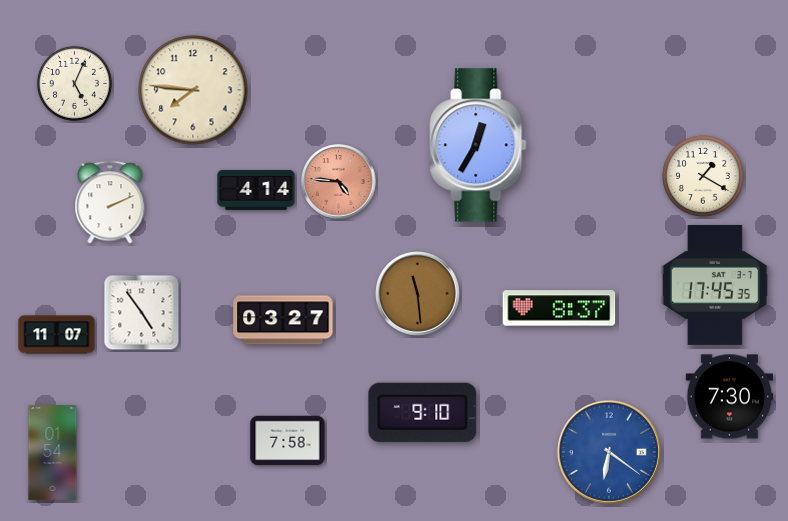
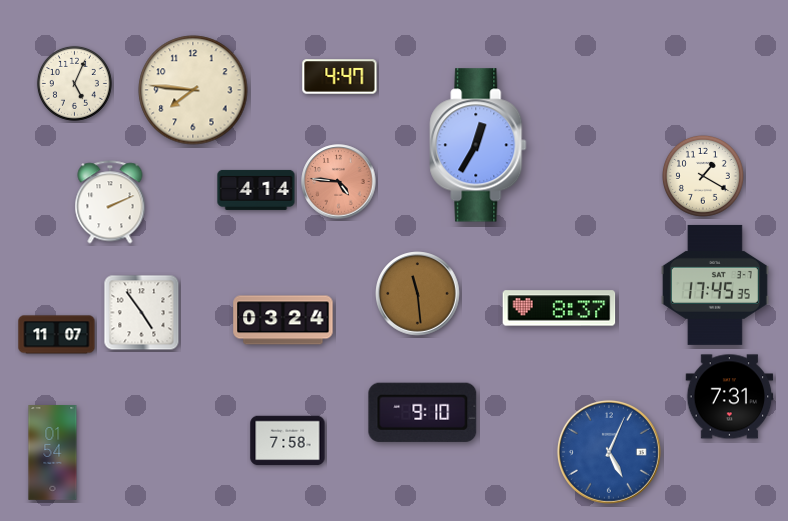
clock at (340, 77): none -> 4:47
clock at (283, 320): 03:27 -> 03:24
clock at (730, 397): 7:30 -> 7:31
clock at (609, 452): 6:21 -> 5:04
